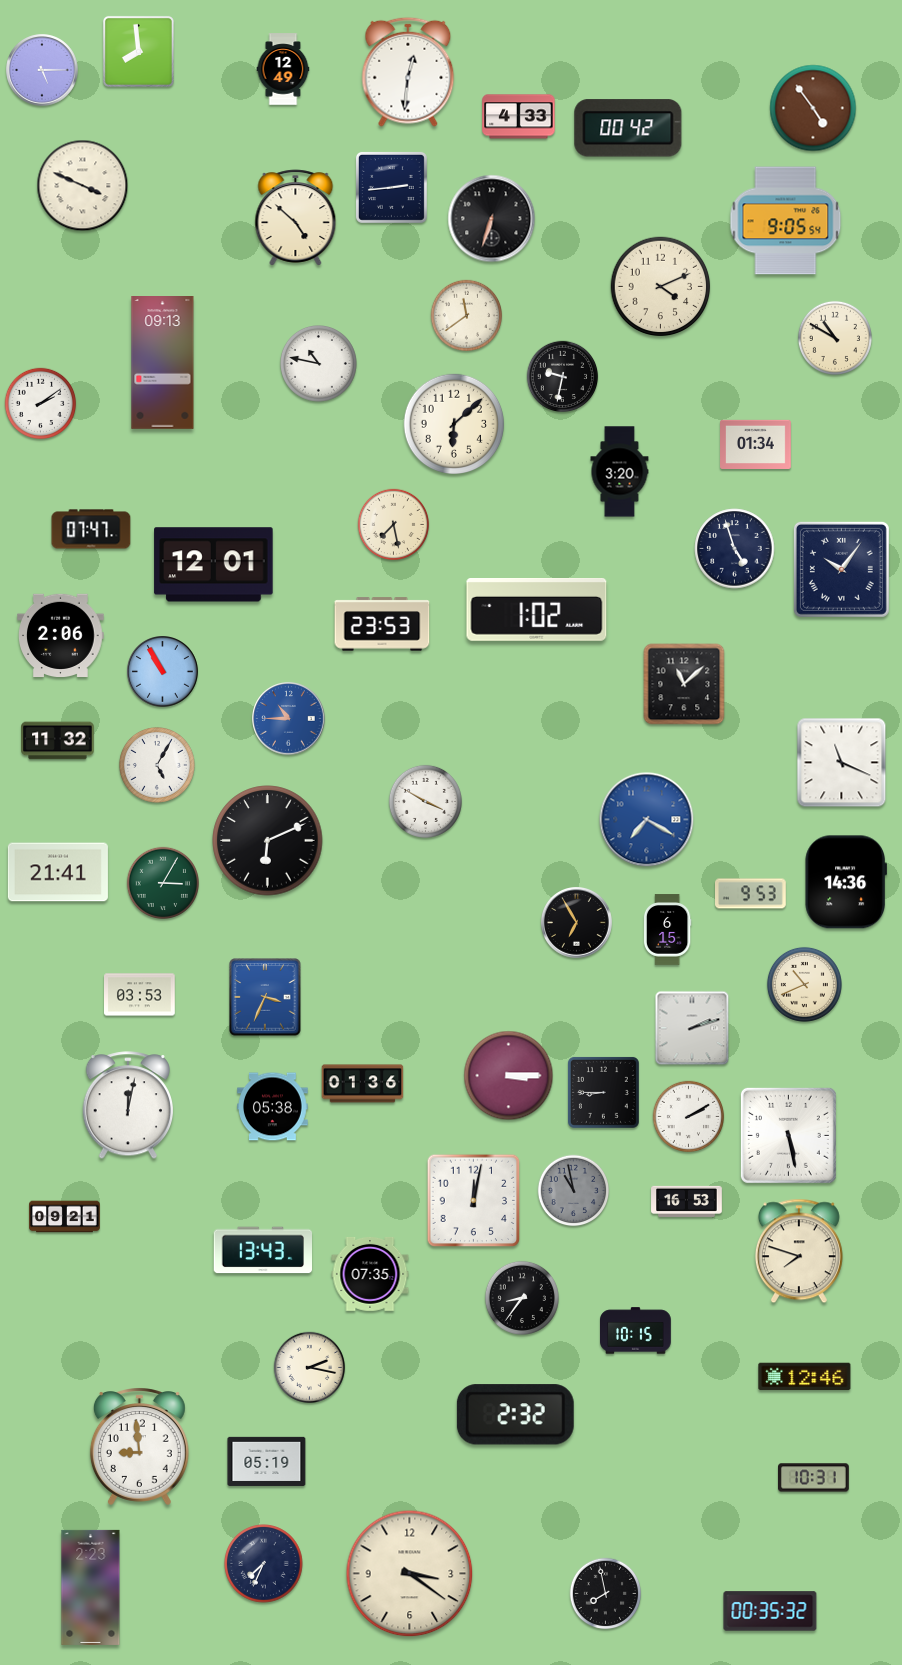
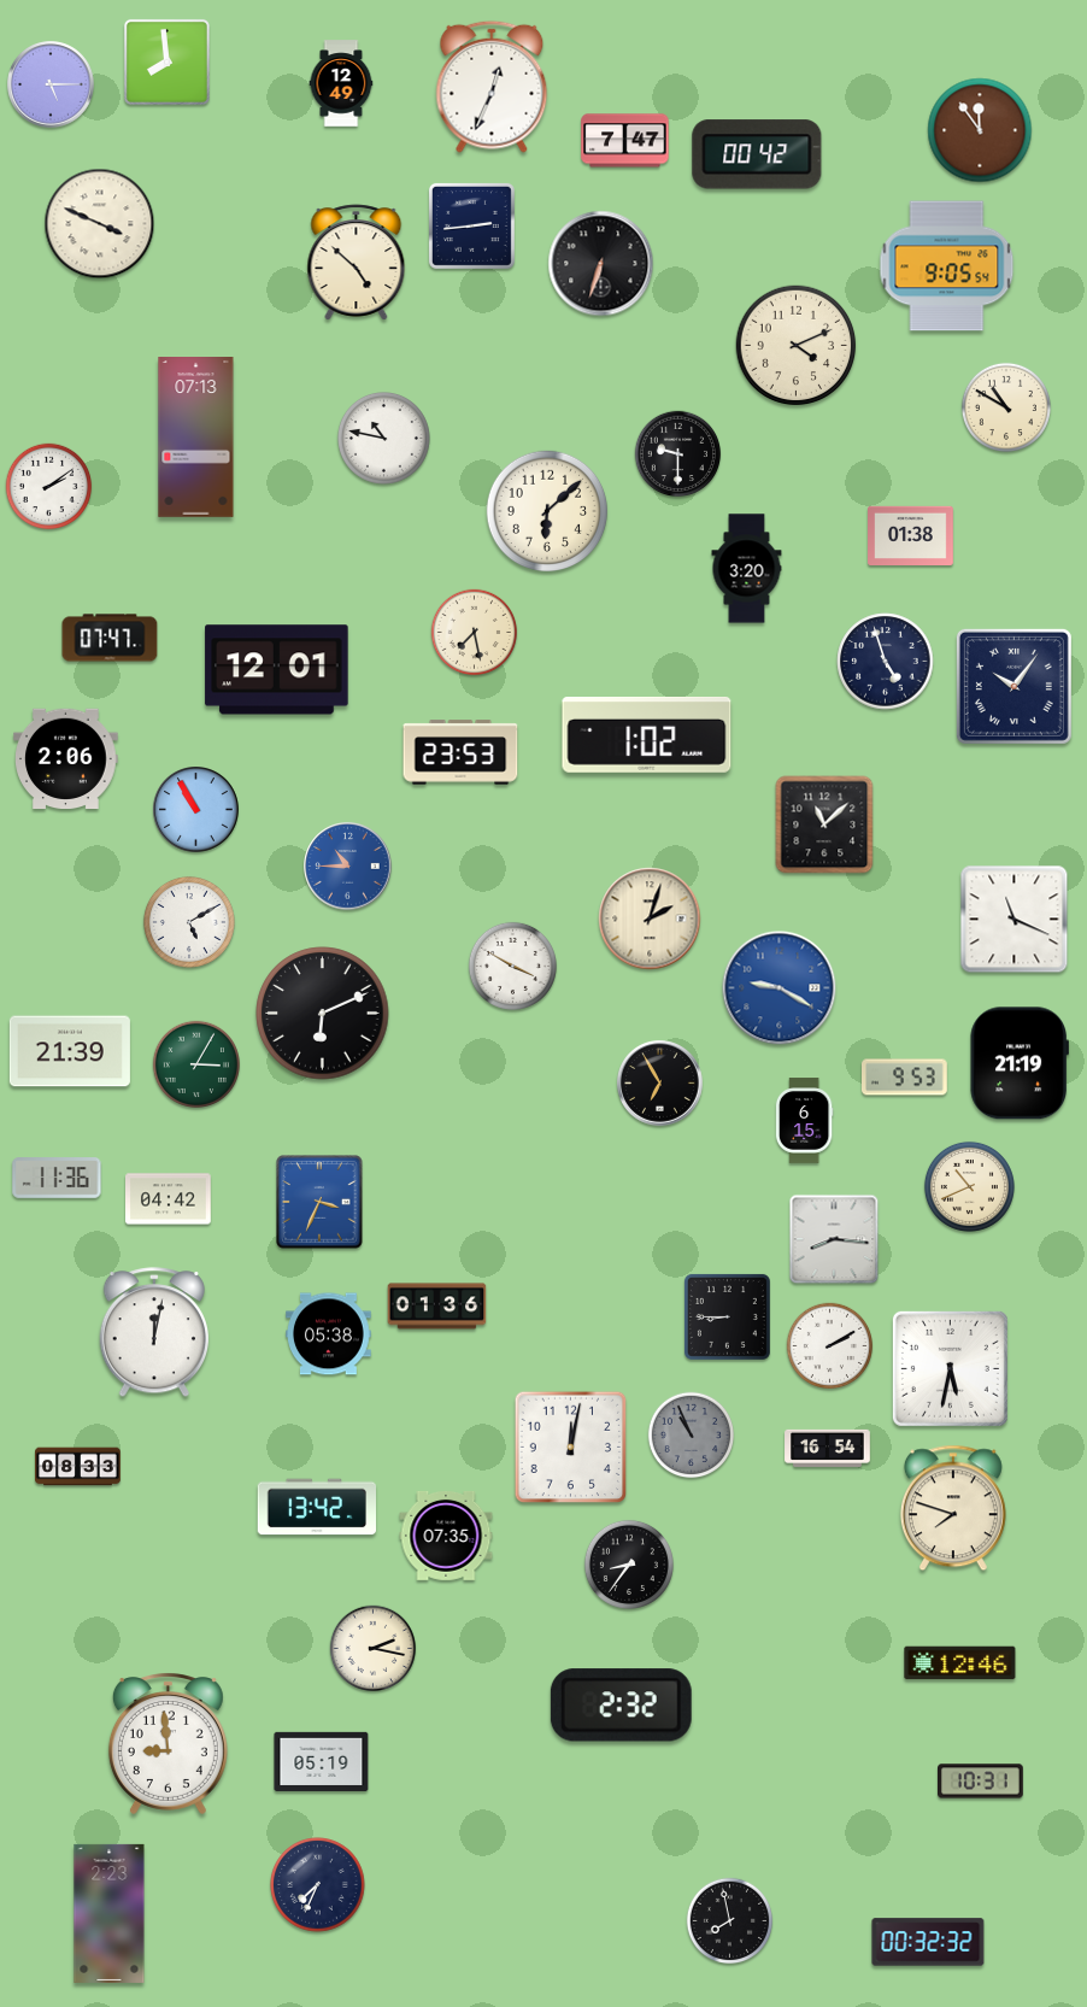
clock at (408, 72): 12:31 -> 12:34
clock at (813, 108): 4:54 -> 11:54
clock at (519, 117): 4:33 -> 7:47
clock at (492, 219) position: (492, 219) -> (601, 264)
clock at (467, 316): 11:39 -> none
clock at (163, 363): 09:13 -> 07:13
clock at (563, 377): 9:32 -> 9:30
clock at (756, 444): 01:34 -> 01:38
clock at (214, 565) position: (214, 565) -> (277, 670)
clock at (61, 635) position: (61, 635) -> (66, 758)
clock at (58, 741): 11:32 -> none
clock at (650, 919): none -> 2:03
clock at (157, 765): 5:05 -> 5:10
clock at (647, 820): 7:20 -> 9:20
clock at (58, 872): 21:41 -> 21:39
clock at (845, 882): 14:36 -> 21:19
clock at (577, 923) position: (577, 923) -> (660, 1084)
clock at (57, 1178): none -> 11:36
clock at (140, 995): 03:53 -> 04:42
clock at (692, 1028): 2:12 -> 8:16
clock at (509, 1076): 3:15 -> none
clock at (788, 1135): 5:28 -> 5:32
clock at (574, 1191): 10:58 -> 10:56
clock at (687, 1201): 16:53 -> 16:54
clock at (65, 1217): 09:21 -> 08:33
clock at (262, 1250): 13:43 -> 13:42
clock at (799, 1251) position: (799, 1251) -> (953, 1508)
clock at (636, 1331): 10:15 -> none
clock at (805, 1377) position: (805, 1377) -> (960, 1663)
clock at (410, 1574): 3:21 -> none
clock at (770, 1611): 00:35 -> 00:32
